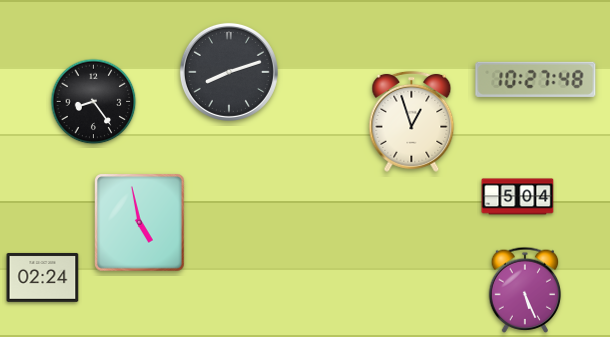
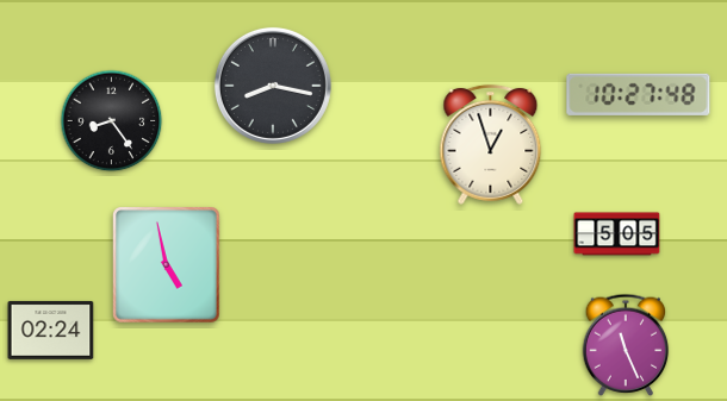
clock at (229, 72): 8:12 -> 8:17
clock at (518, 197): 5:04 -> 5:05
clock at (525, 290): 5:26 -> 11:26
